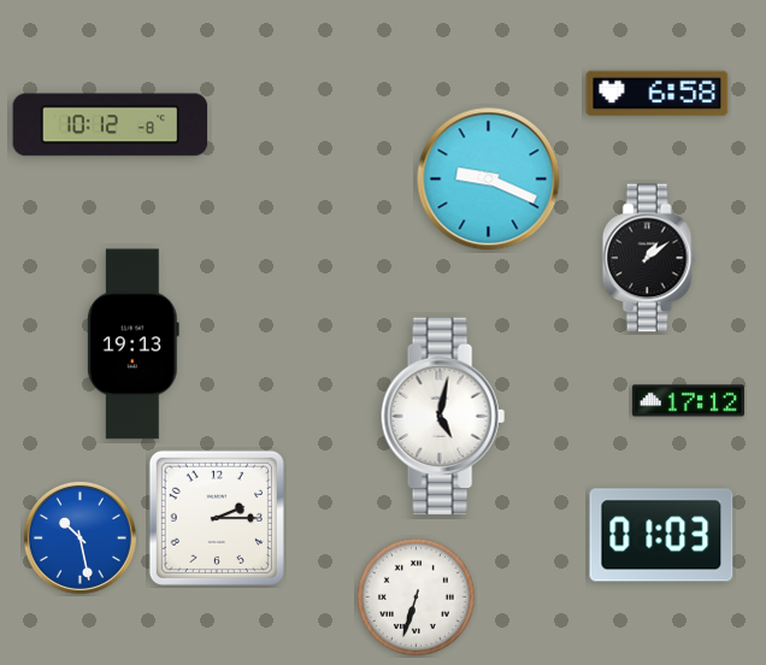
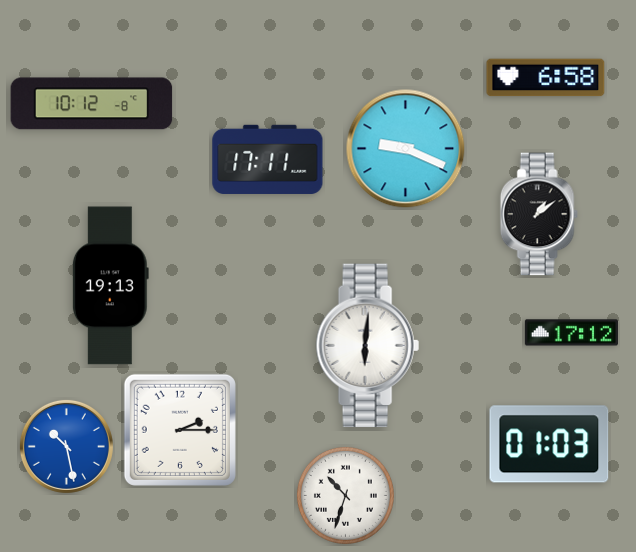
clock at (268, 159): none -> 17:11
clock at (442, 417): 5:02 -> 6:01
clock at (416, 596): 6:33 -> 10:33
